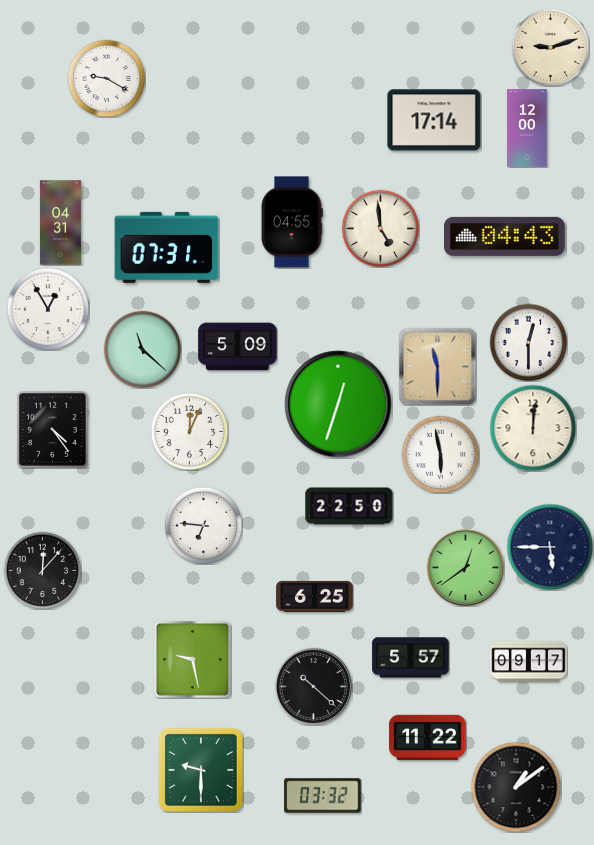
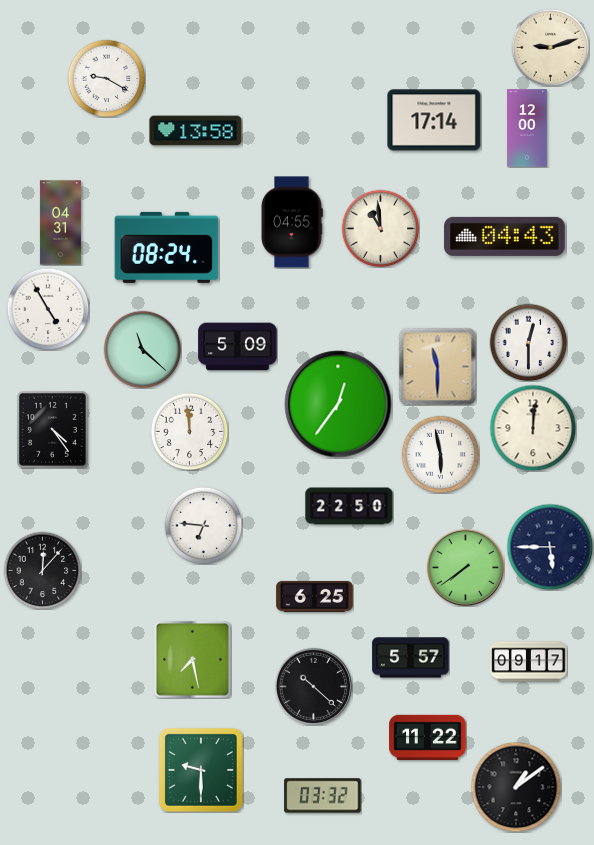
clock at (196, 131): none -> 13:58
clock at (380, 228): 4:59 -> 10:59
clock at (167, 247): 07:31 -> 08:24
clock at (48, 309): 12:55 -> 4:55
clock at (338, 404): 12:33 -> 12:36
clock at (189, 431): 12:04 -> 11:59
clock at (465, 567): 12:39 -> 7:39
clock at (193, 660): 9:28 -> 7:28
